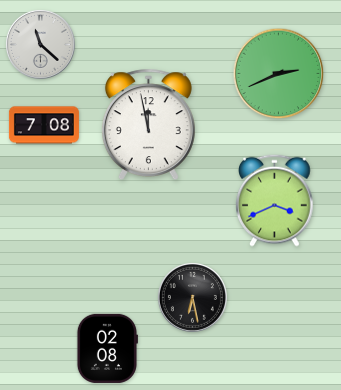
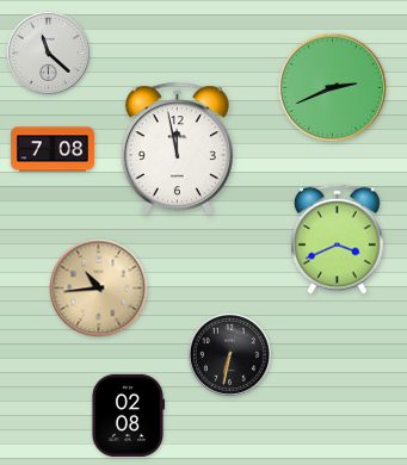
clock at (275, 200) position: (275, 200) -> (338, 238)
clock at (99, 289): none -> 10:44
clock at (192, 297): 6:28 -> 6:32
